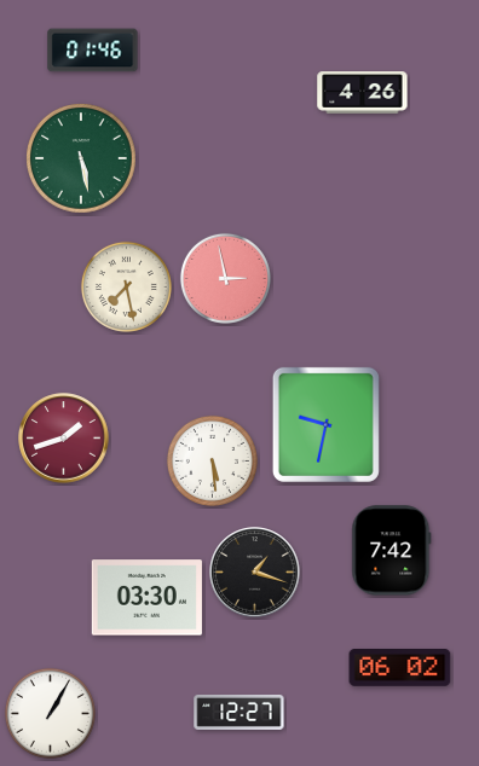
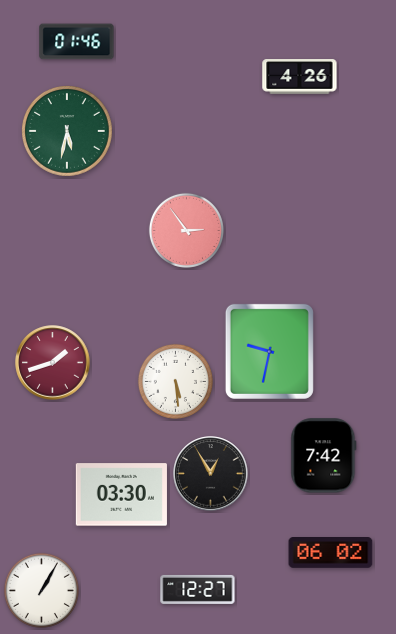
clock at (82, 159): 5:28 -> 5:32
clock at (225, 278): 2:58 -> 2:54
clock at (126, 286): 7:28 -> none
clock at (255, 573): 1:18 -> 12:55
